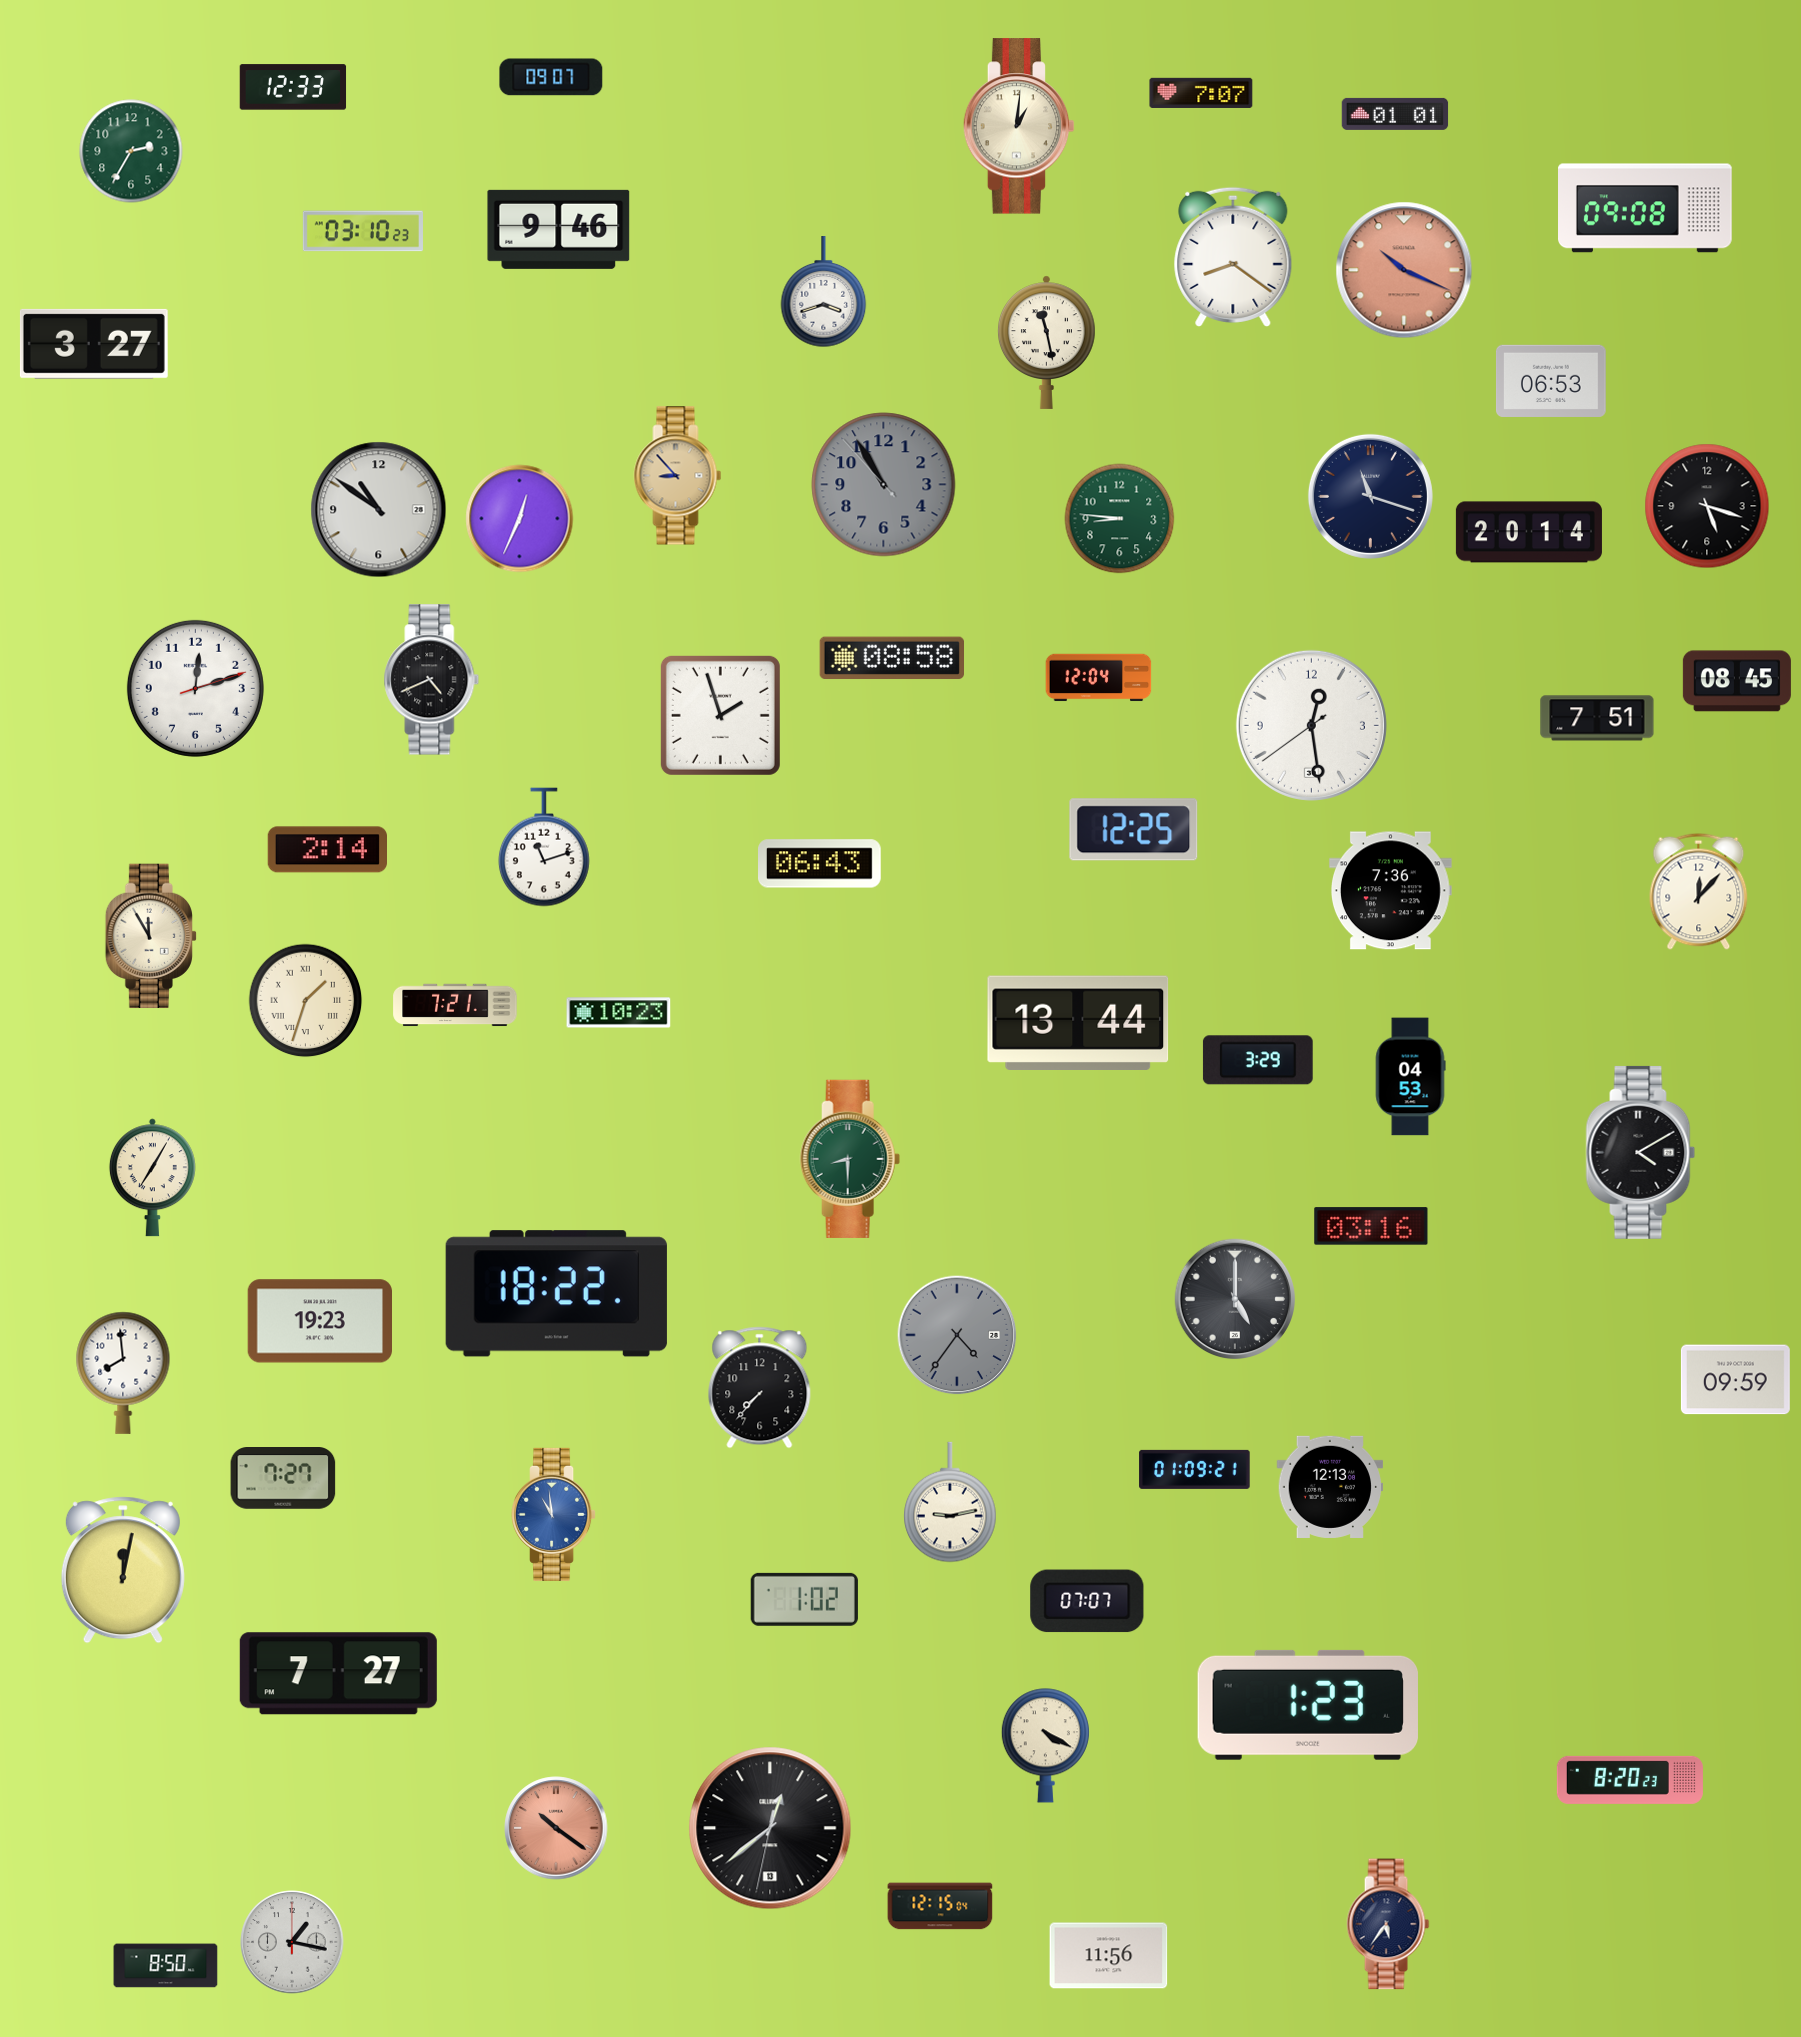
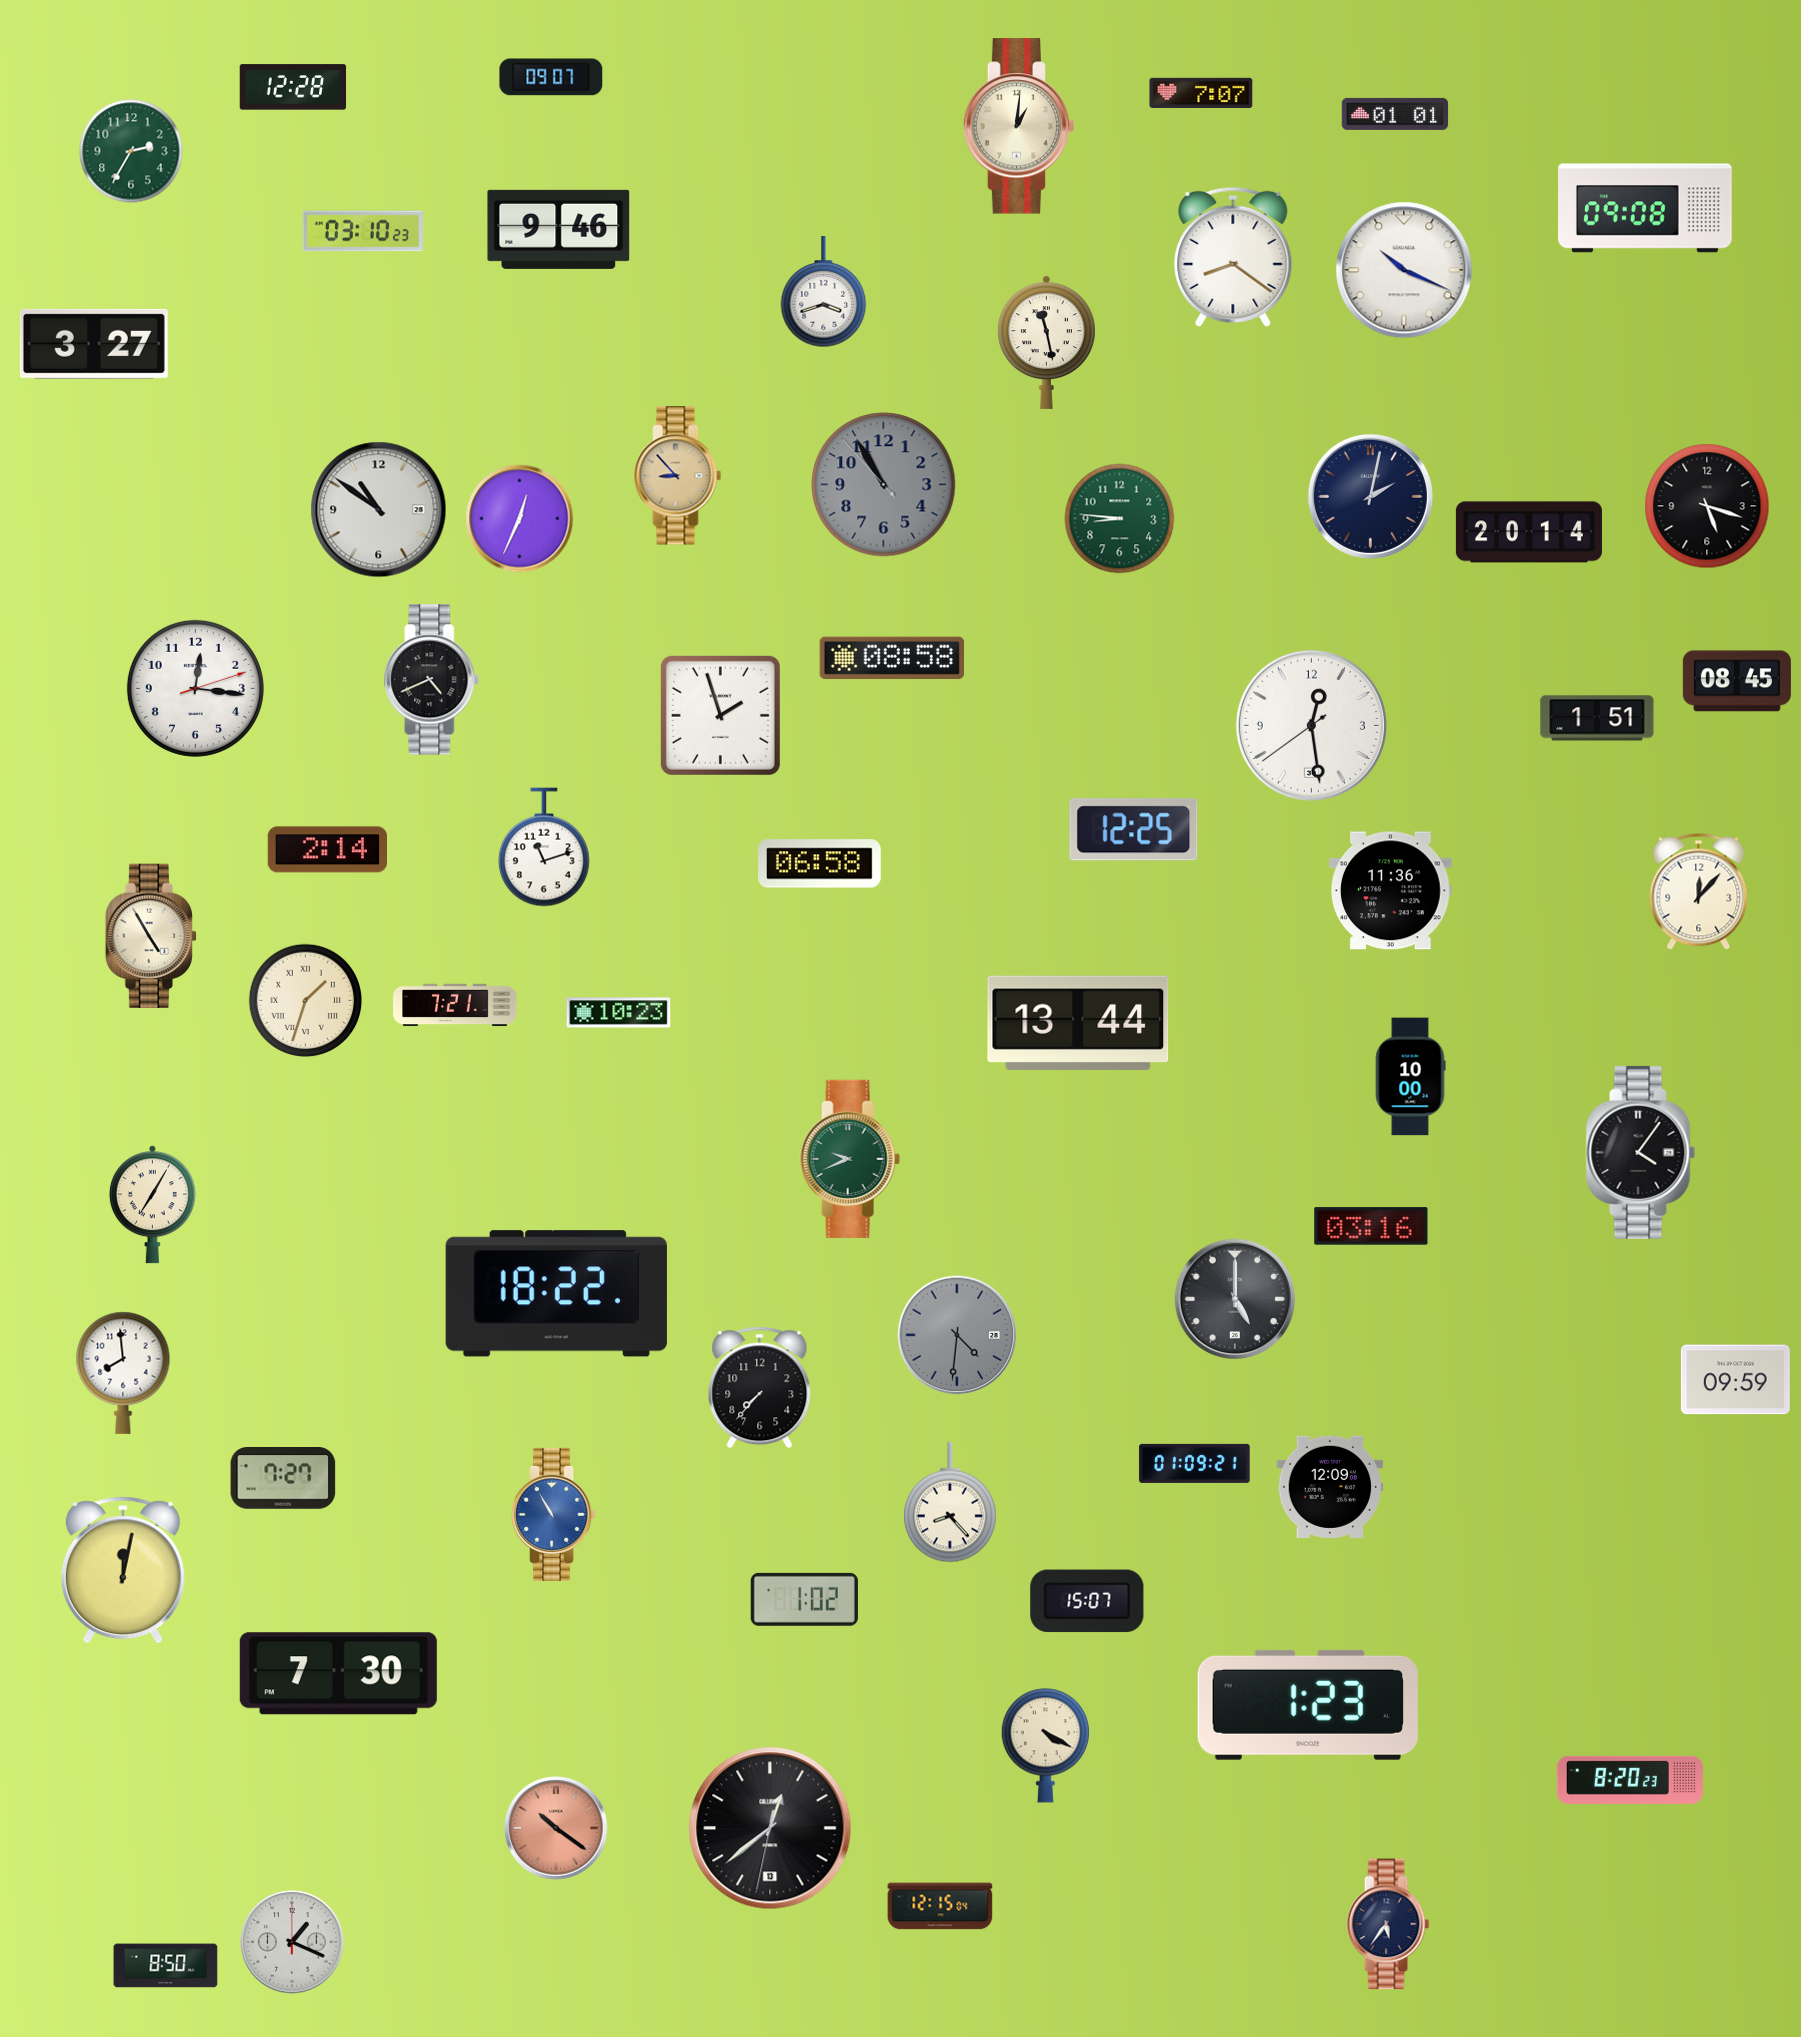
clock at (293, 87): 12:33 -> 12:28
clock at (1404, 270) dial: salmon -> white
clock at (1551, 381): 06:53 -> none
clock at (1370, 496): 11:18 -> 2:02
clock at (1099, 678): 12:04 -> none
clock at (195, 688): 12:12 -> 12:16
clock at (1597, 718): 7:51 -> 1:51
clock at (820, 864): 06:43 -> 06:58
clock at (1390, 891): 7:36 -> 11:36
clock at (150, 936): 11:55 -> 4:55
clock at (1258, 1060): 3:29 -> none
clock at (1410, 1077): 04:53 -> 10:00
clock at (1641, 1152): 4:10 -> 4:06
clock at (850, 1159): 8:30 -> 9:41
clock at (152, 1178) position: (152, 1178) -> (152, 1205)
clock at (320, 1321): 19:23 -> none
clock at (957, 1335): 4:36 -> 4:31
clock at (1195, 1469) position: (1195, 1469) -> (1195, 1463)
clock at (1330, 1487): 12:13 -> 12:09
clock at (950, 1502): 9:13 -> 8:23
clock at (554, 1514): 10:59 -> 10:55
clock at (1087, 1601): 07:07 -> 15:07
clock at (338, 1674): 7:27 -> 7:30
clock at (292, 1942): 1:17 -> 1:19
clock at (1109, 1956): 11:56 -> none
